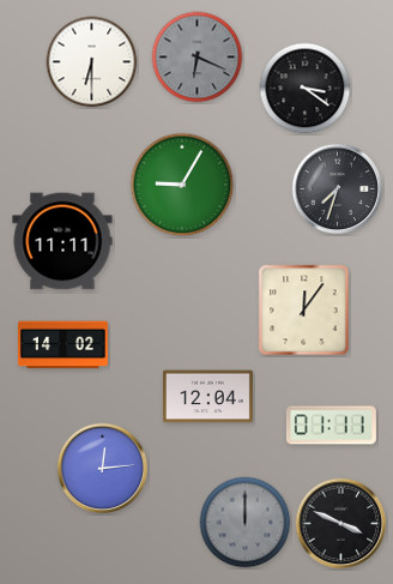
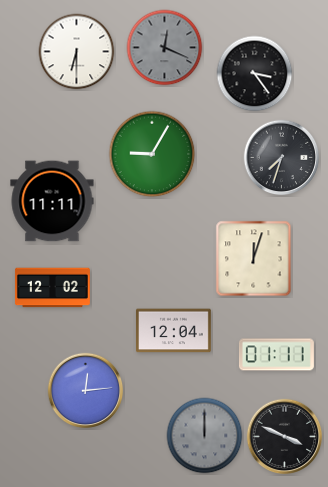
clock at (198, 58): 6:19 -> 12:19
clock at (306, 89): 3:21 -> 3:24
clock at (304, 311): 12:06 -> 12:03
clock at (62, 345): 14:02 -> 12:02
